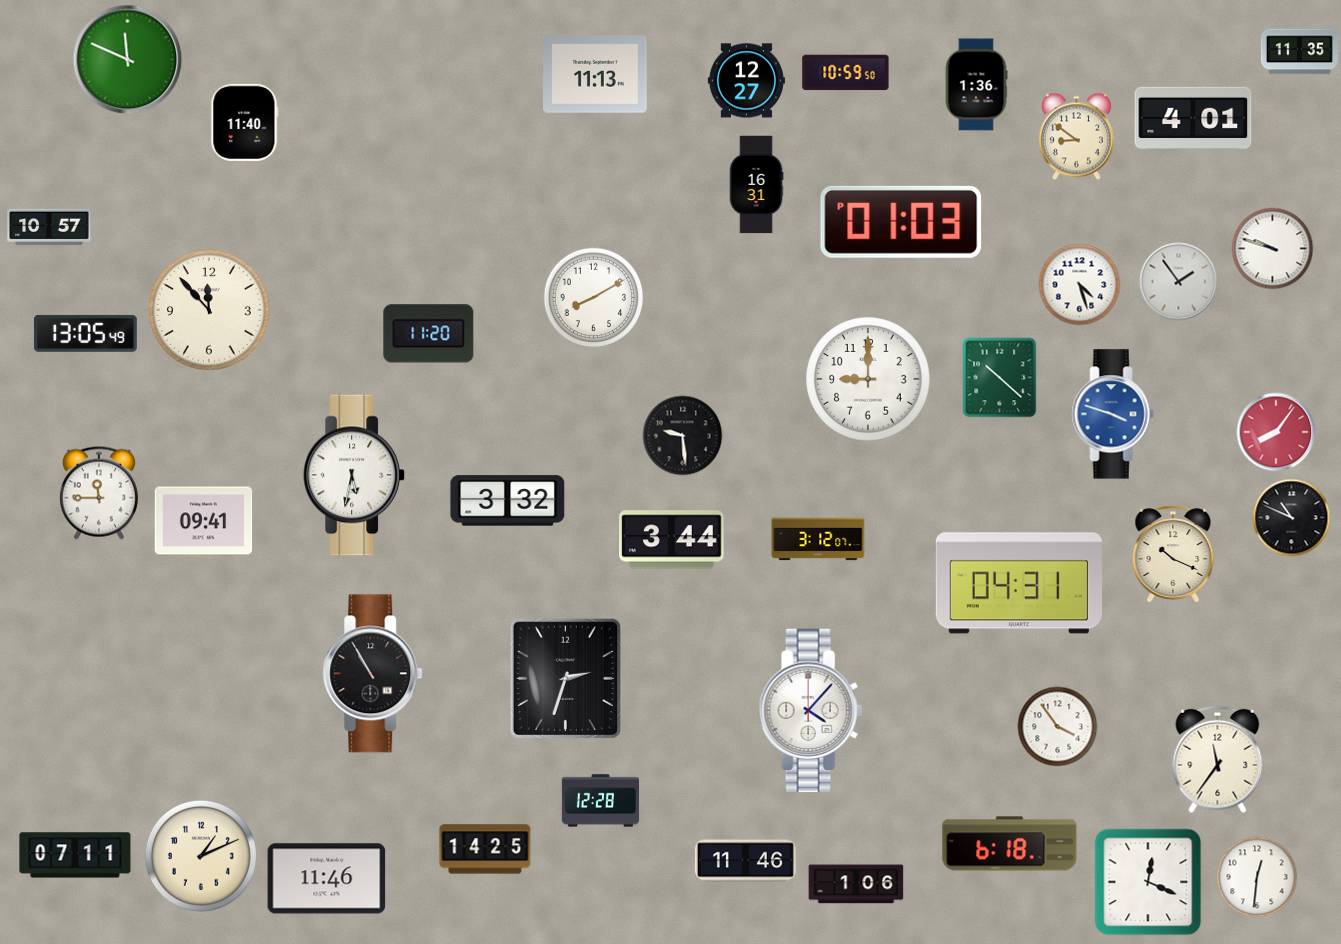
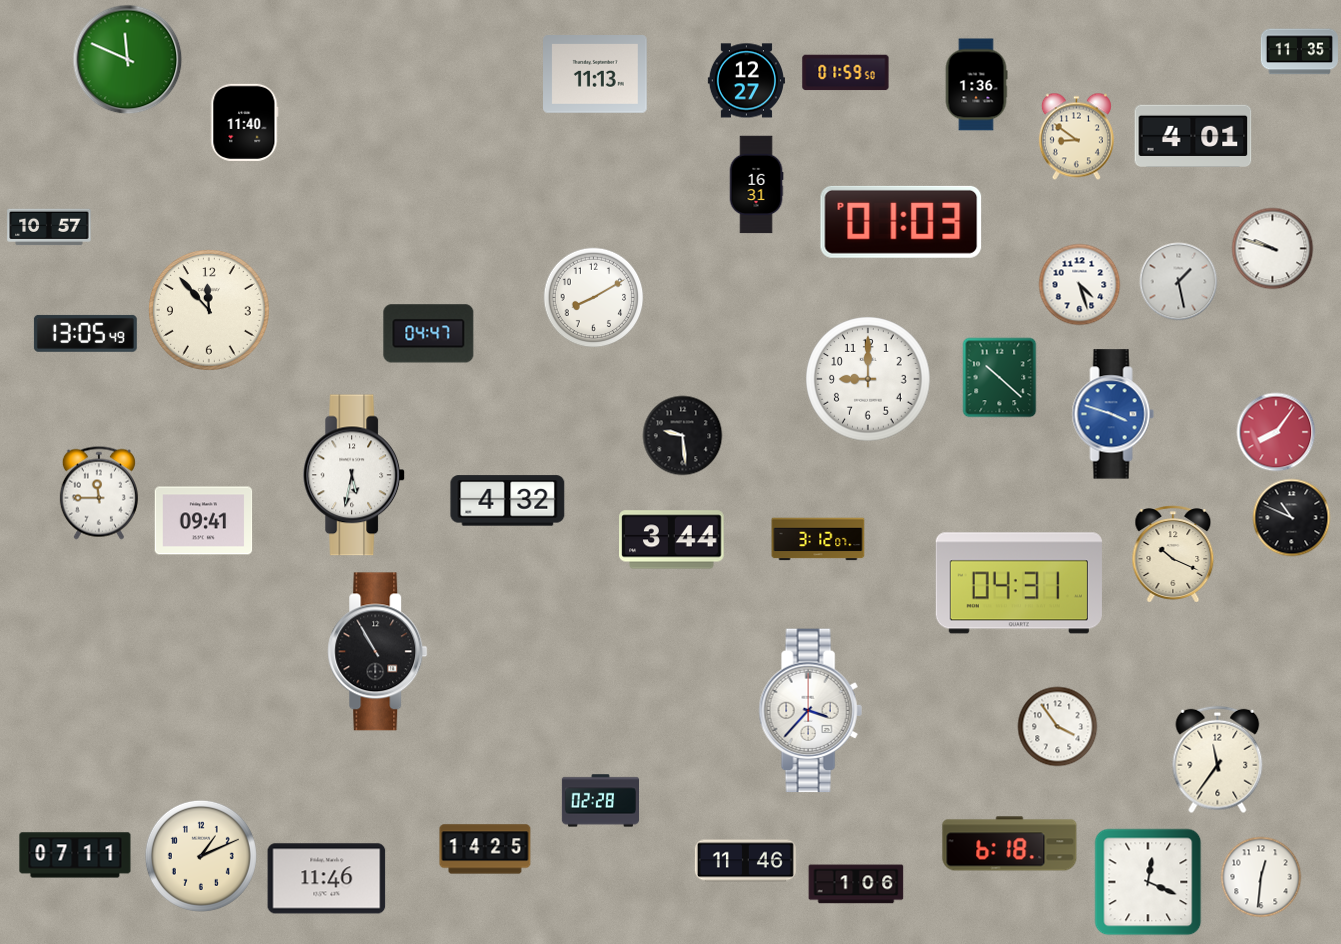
clock at (846, 73): 10:59 -> 01:59
clock at (1193, 118) position: (1193, 118) -> (1193, 136)
clock at (1179, 282): 1:54 -> 1:28
clock at (429, 334): 11:20 -> 04:47
clock at (508, 501): 3:32 -> 4:32
clock at (373, 674) position: (373, 674) -> (378, 652)
clock at (565, 678): 2:33 -> none
clock at (810, 711): 4:07 -> 3:37
clock at (600, 801): 12:28 -> 02:28
clock at (1257, 877) position: (1257, 877) -> (1261, 877)
